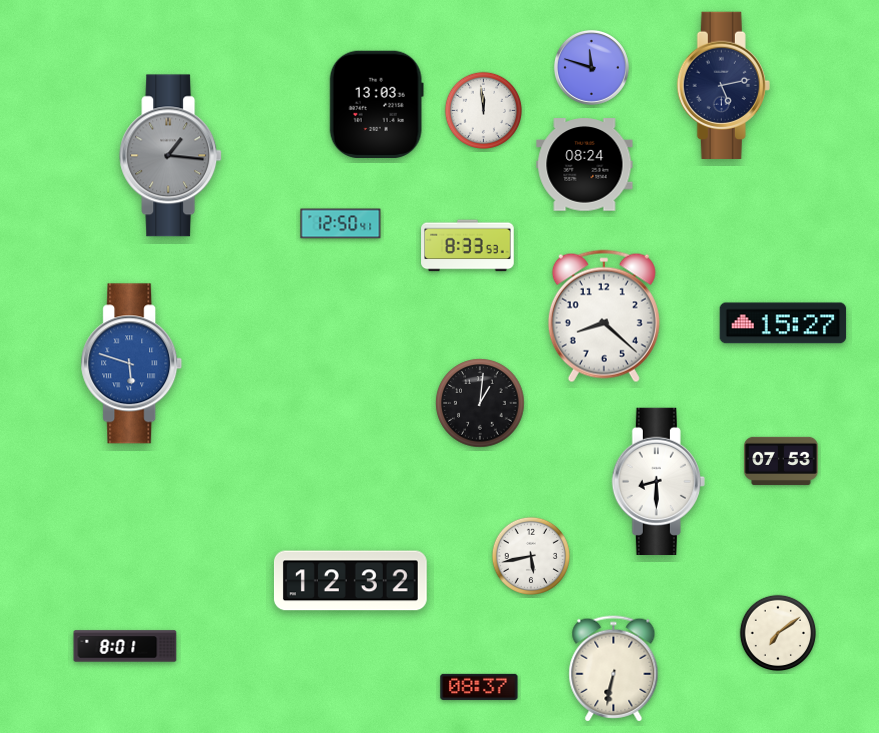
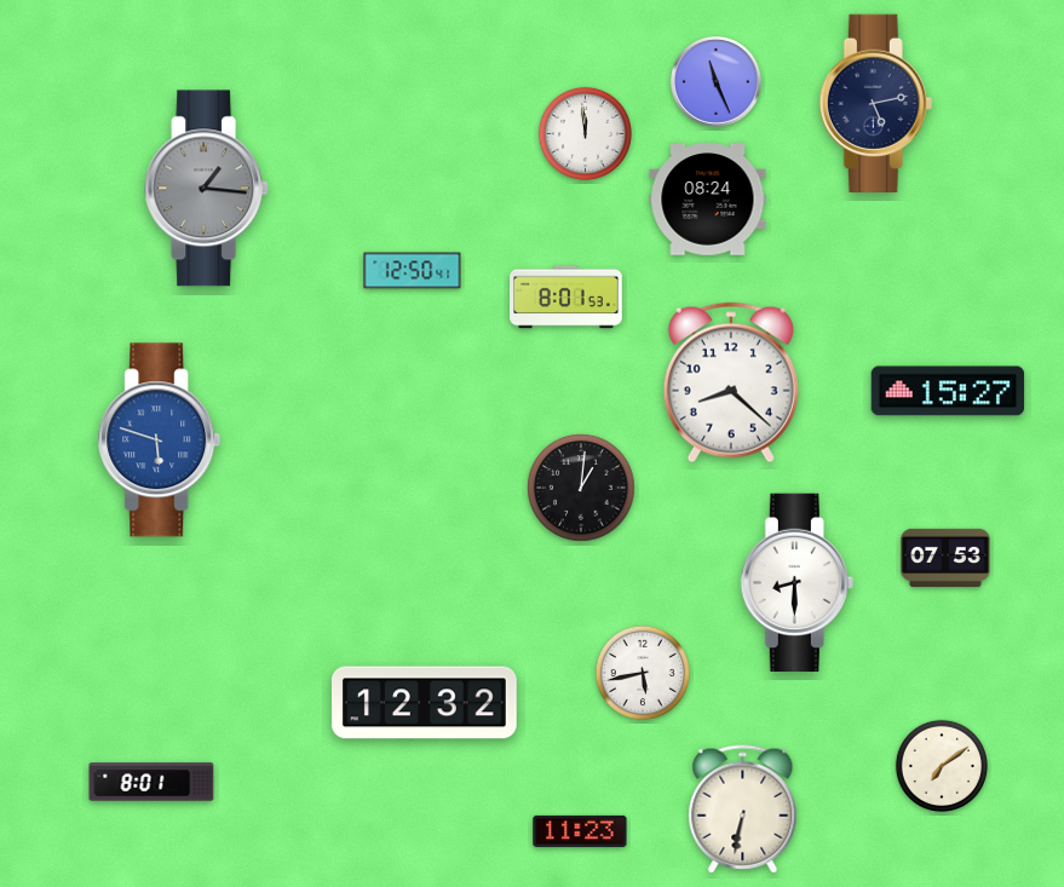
clock at (591, 67): 11:48 -> 11:26
clock at (376, 104): 13:03 -> none
clock at (468, 246): 8:33 -> 8:01
clock at (479, 687): 08:37 -> 11:23
